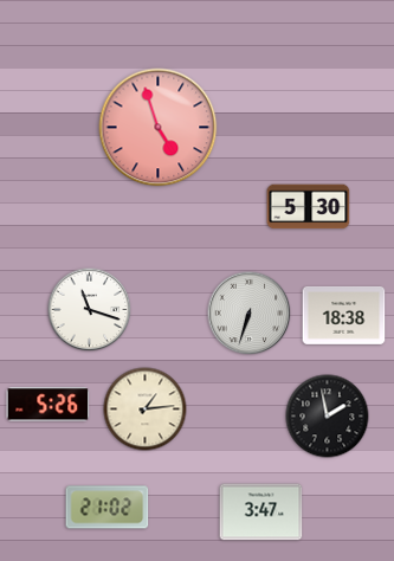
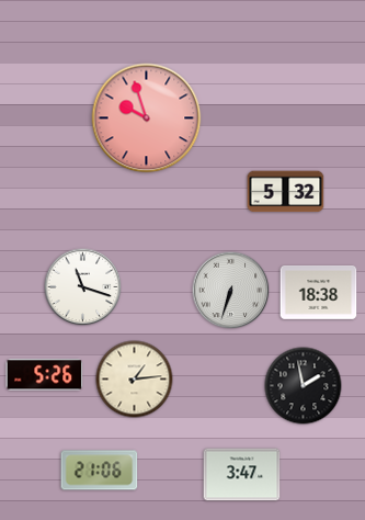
clock at (159, 128): 4:57 -> 9:57
clock at (309, 207): 5:30 -> 5:32
clock at (108, 508): 21:02 -> 21:06
